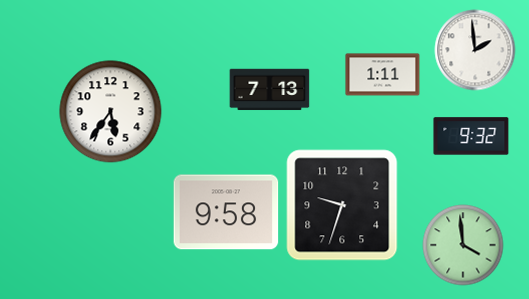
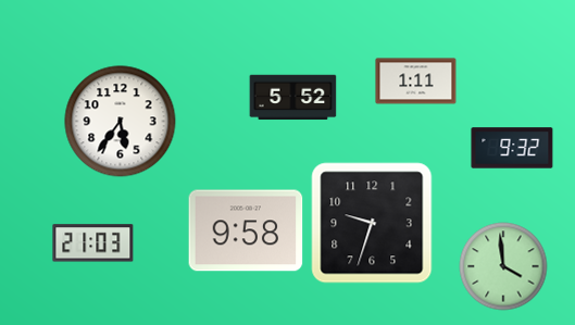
clock at (475, 50): 1:59 -> none
clock at (270, 90): 7:13 -> 5:52
clock at (93, 243): none -> 21:03
